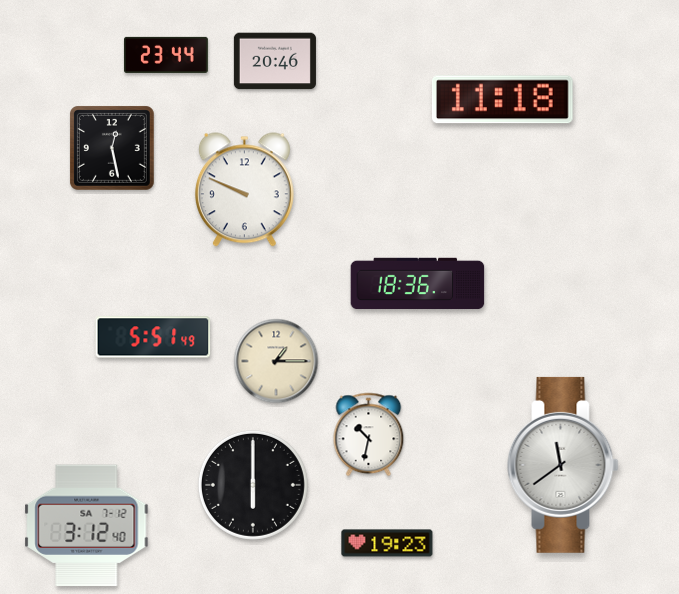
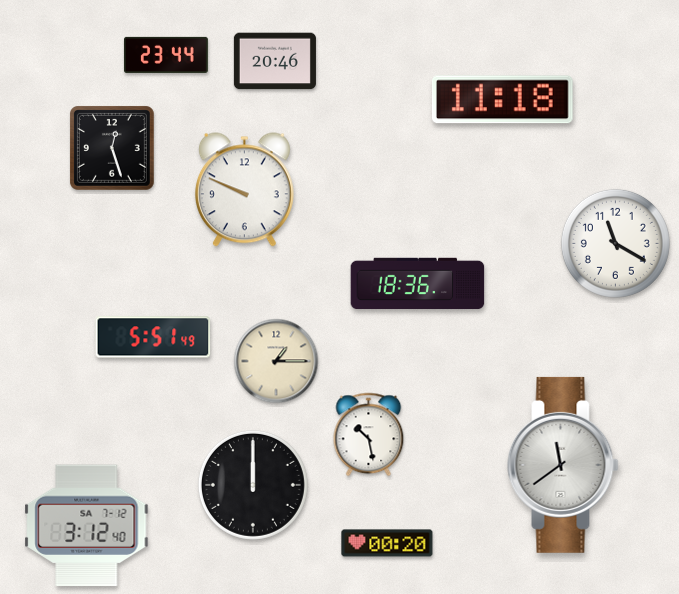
clock at (112, 148): 12:28 -> 12:27
clock at (615, 243): none -> 11:20
clock at (369, 435): 10:32 -> 10:28
clock at (253, 485): 6:00 -> 12:00
clock at (387, 543): 19:23 -> 00:20
